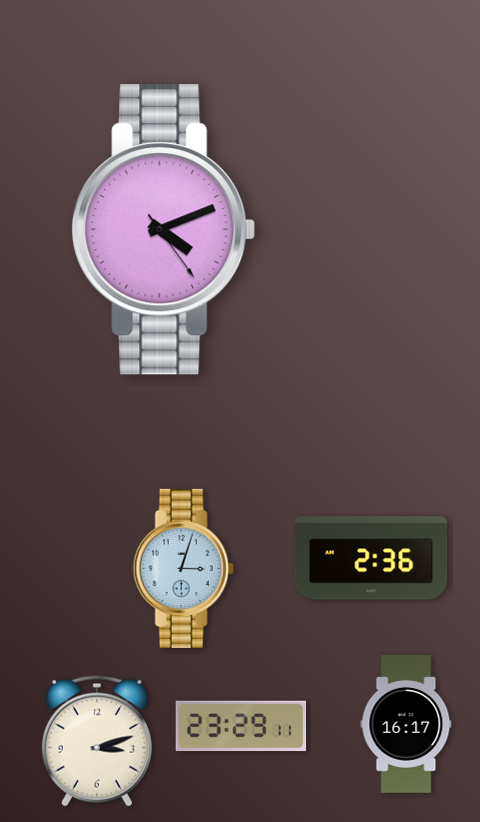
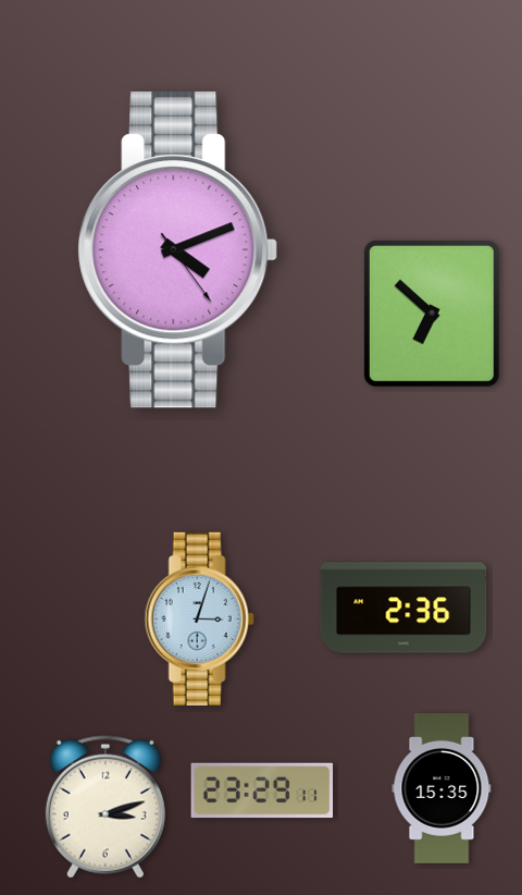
clock at (432, 314): none -> 6:52
clock at (406, 725): 16:17 -> 15:35
